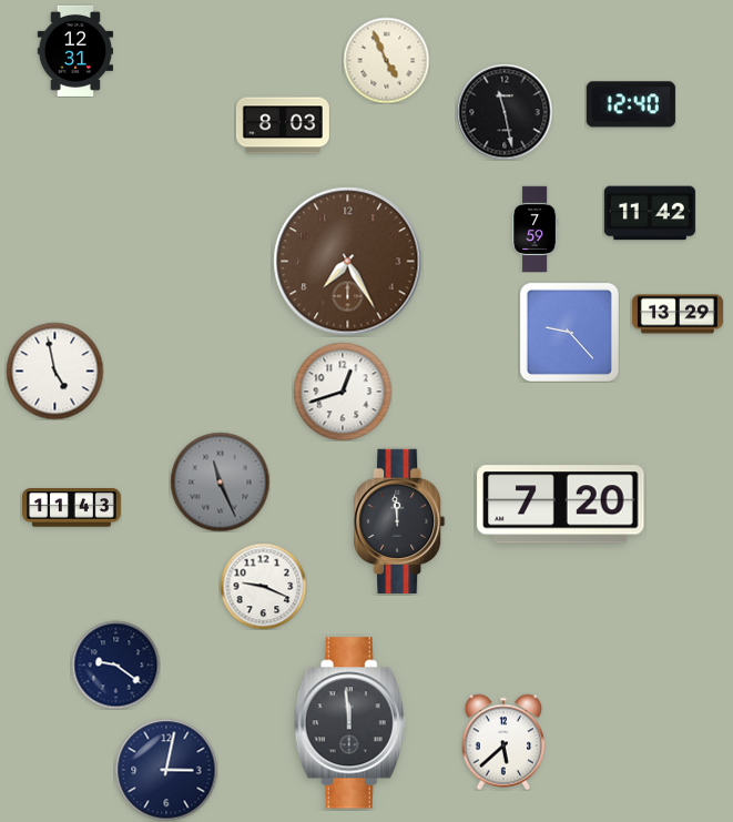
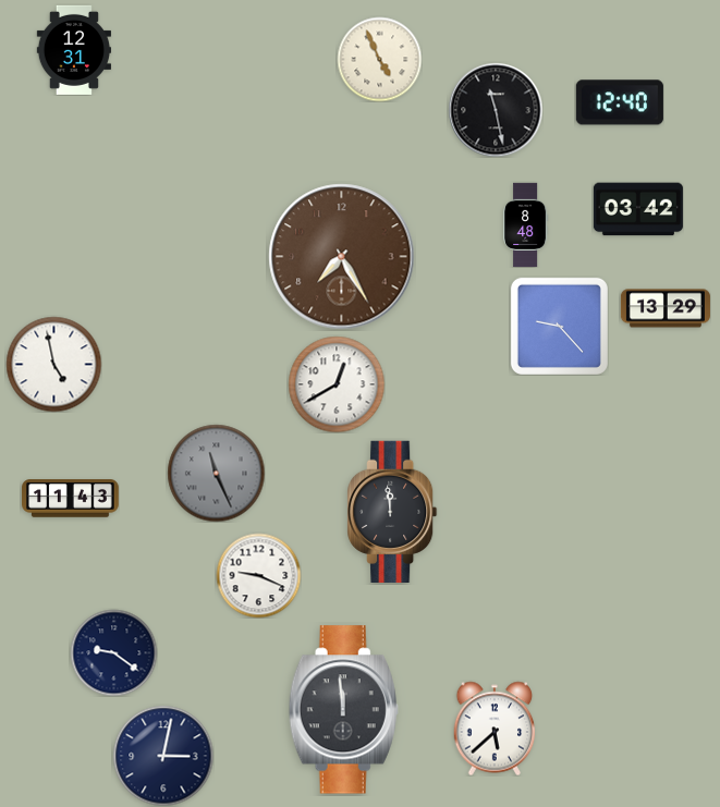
clock at (283, 125): 8:03 -> none
clock at (650, 213): 11:42 -> 03:42
clock at (536, 229): 7:59 -> 8:48
clock at (343, 392): 12:42 -> 12:40
clock at (561, 505): 7:20 -> none
